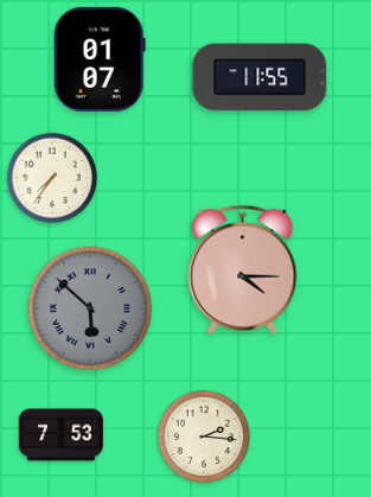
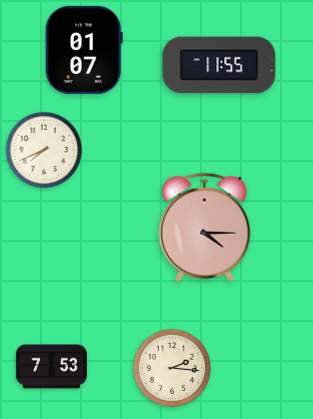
clock at (52, 178): 7:36 -> 7:41
clock at (90, 308): 5:52 -> none
